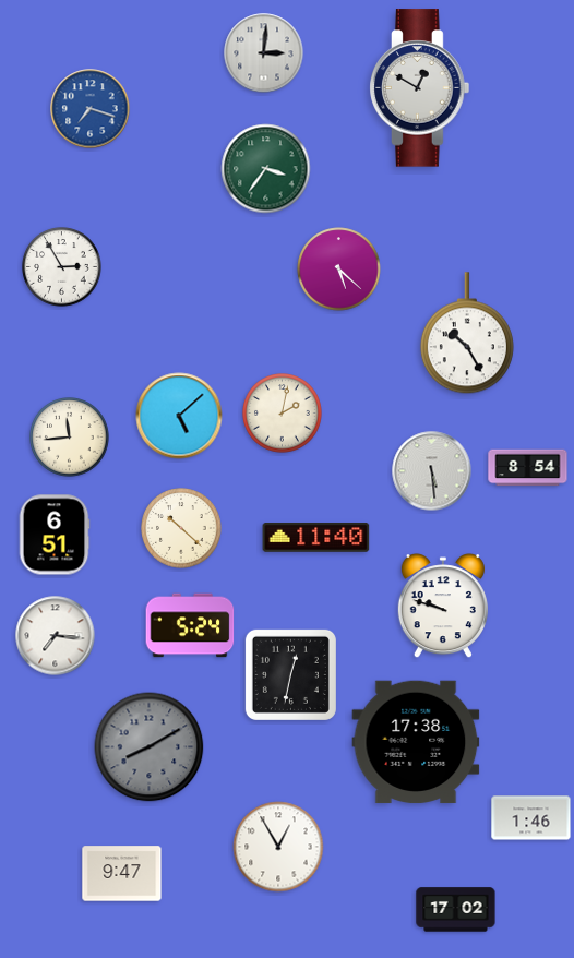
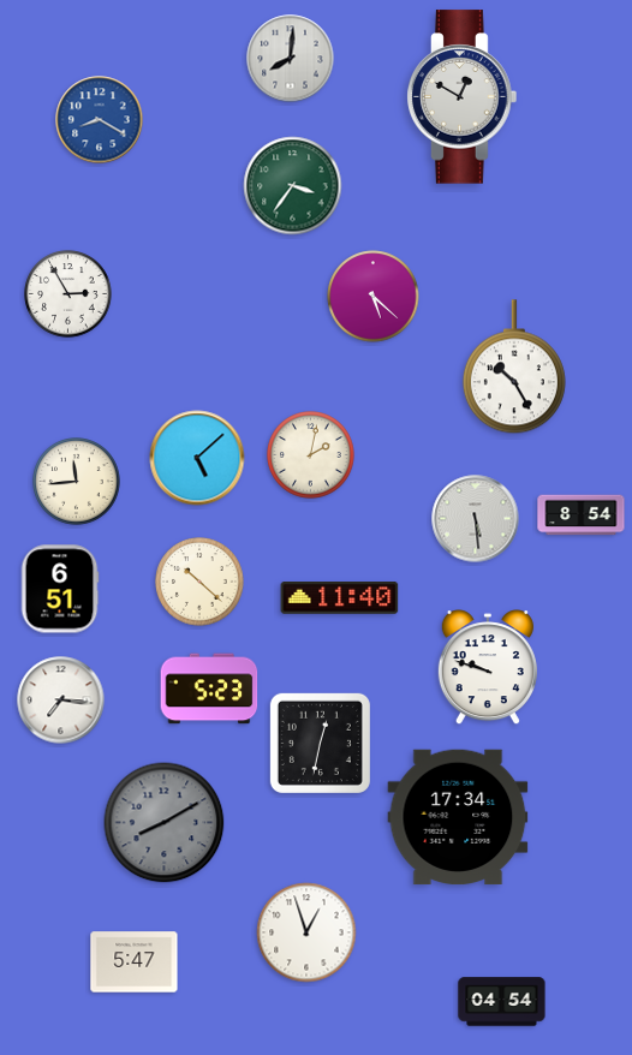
clock at (264, 53): 3:01 -> 8:01
clock at (91, 109): 7:18 -> 8:20
clock at (316, 538) position: (316, 538) -> (340, 598)
clock at (190, 625): 5:24 -> 5:23
clock at (416, 742): 17:38 -> 17:34
clock at (531, 818): 1:46 -> none
clock at (278, 847): 12:55 -> 12:57
clock at (122, 874): 9:47 -> 5:47
clock at (456, 910): 17:02 -> 04:54
